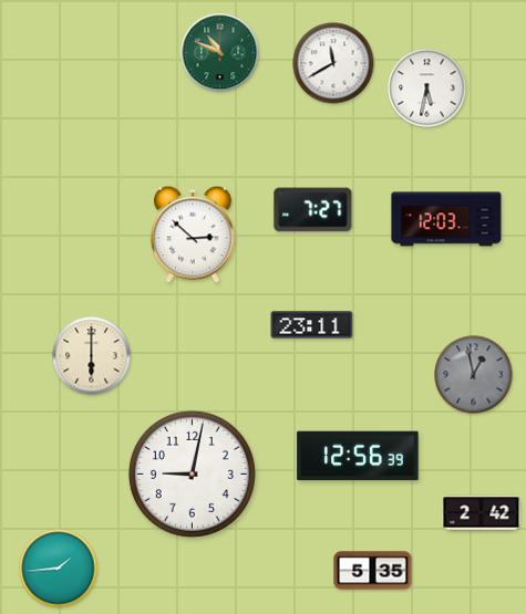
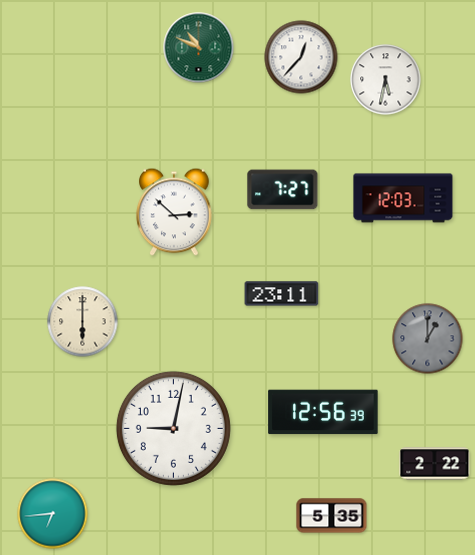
clock at (333, 63): 11:40 -> 12:37
clock at (474, 375): 12:58 -> 1:00
clock at (482, 513): 2:42 -> 2:22
clock at (59, 569): 1:44 -> 6:44
clock at (373, 571) position: (373, 571) -> (332, 516)
